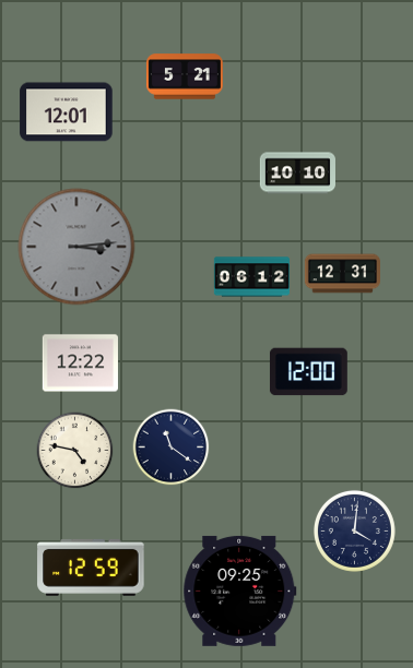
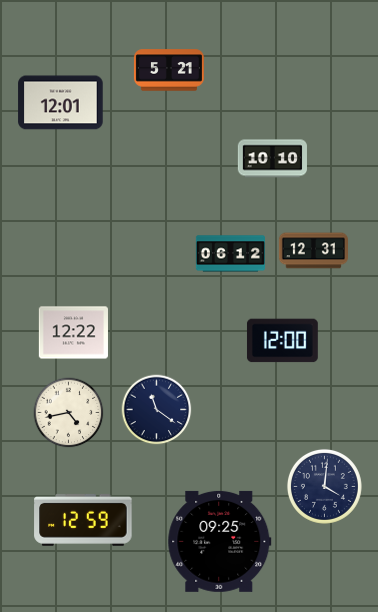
clock at (76, 247): 3:14 -> none
clock at (75, 451): 4:47 -> 4:43
